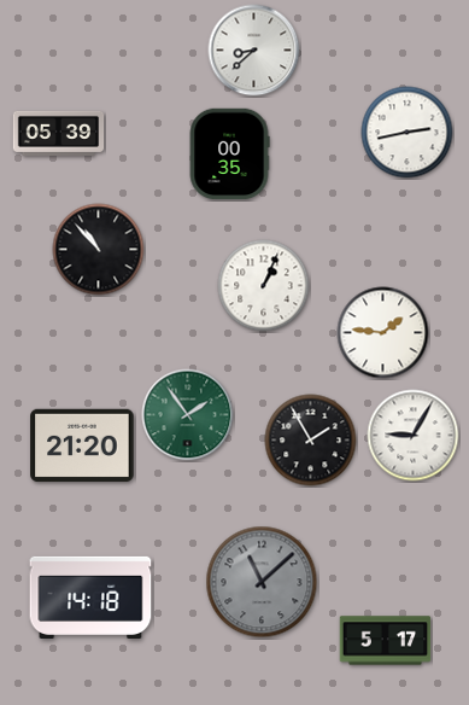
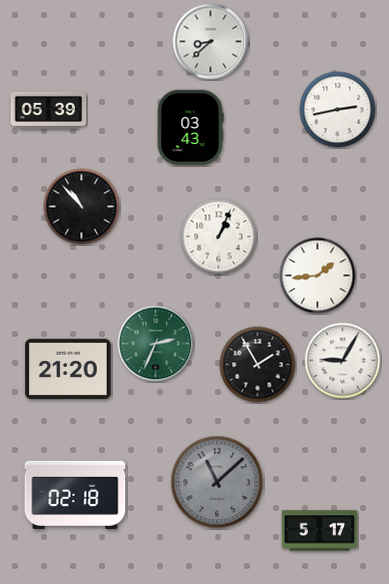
clock at (229, 155): 00:35 -> 03:43
clock at (383, 333): 1:46 -> 1:44
clock at (188, 415): 1:54 -> 2:34
clock at (90, 598): 14:18 -> 02:18
